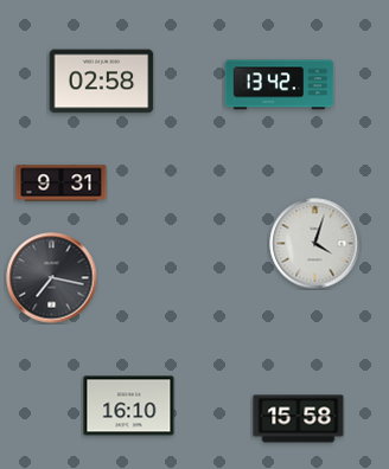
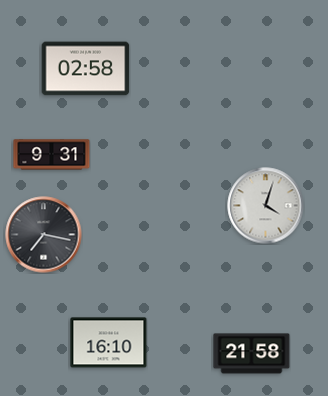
clock at (280, 85): 13:42 -> none
clock at (299, 419): 15:58 -> 21:58
